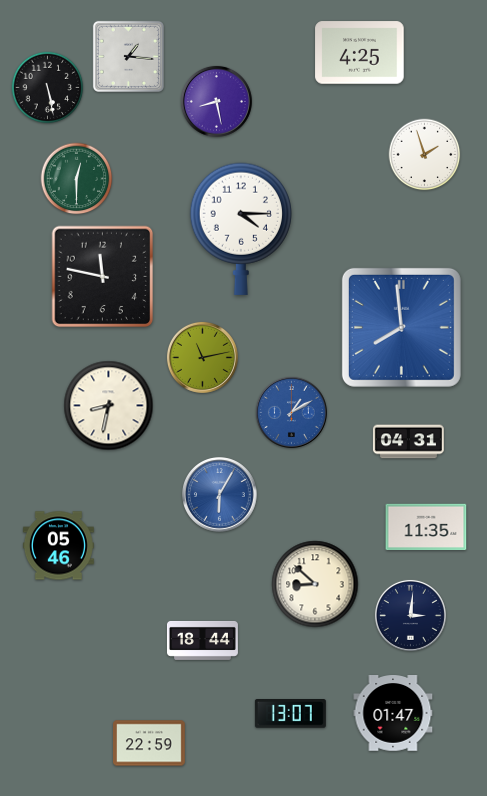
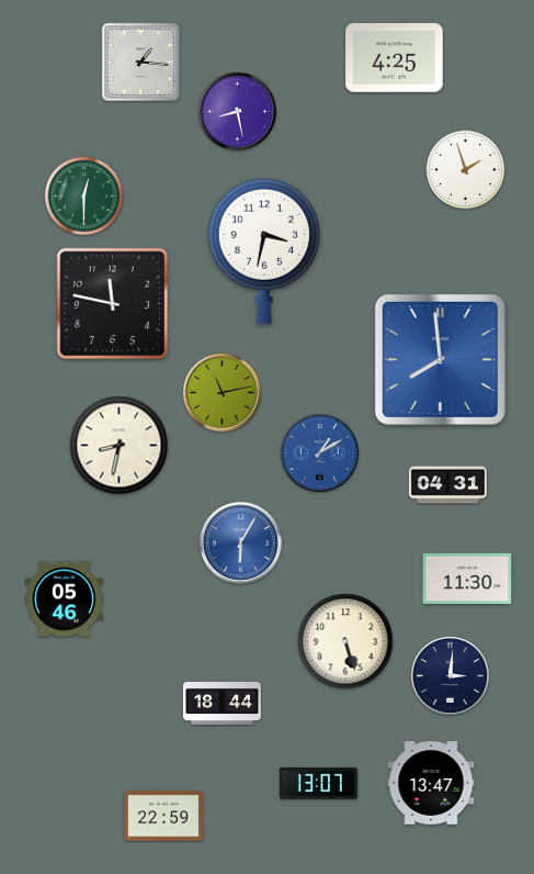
clock at (48, 88): 5:28 -> none
clock at (240, 229): 4:15 -> 3:32
clock at (426, 527): 11:35 -> 11:30
clock at (315, 584): 8:52 -> 5:27
clock at (393, 714): 01:47 -> 13:47
